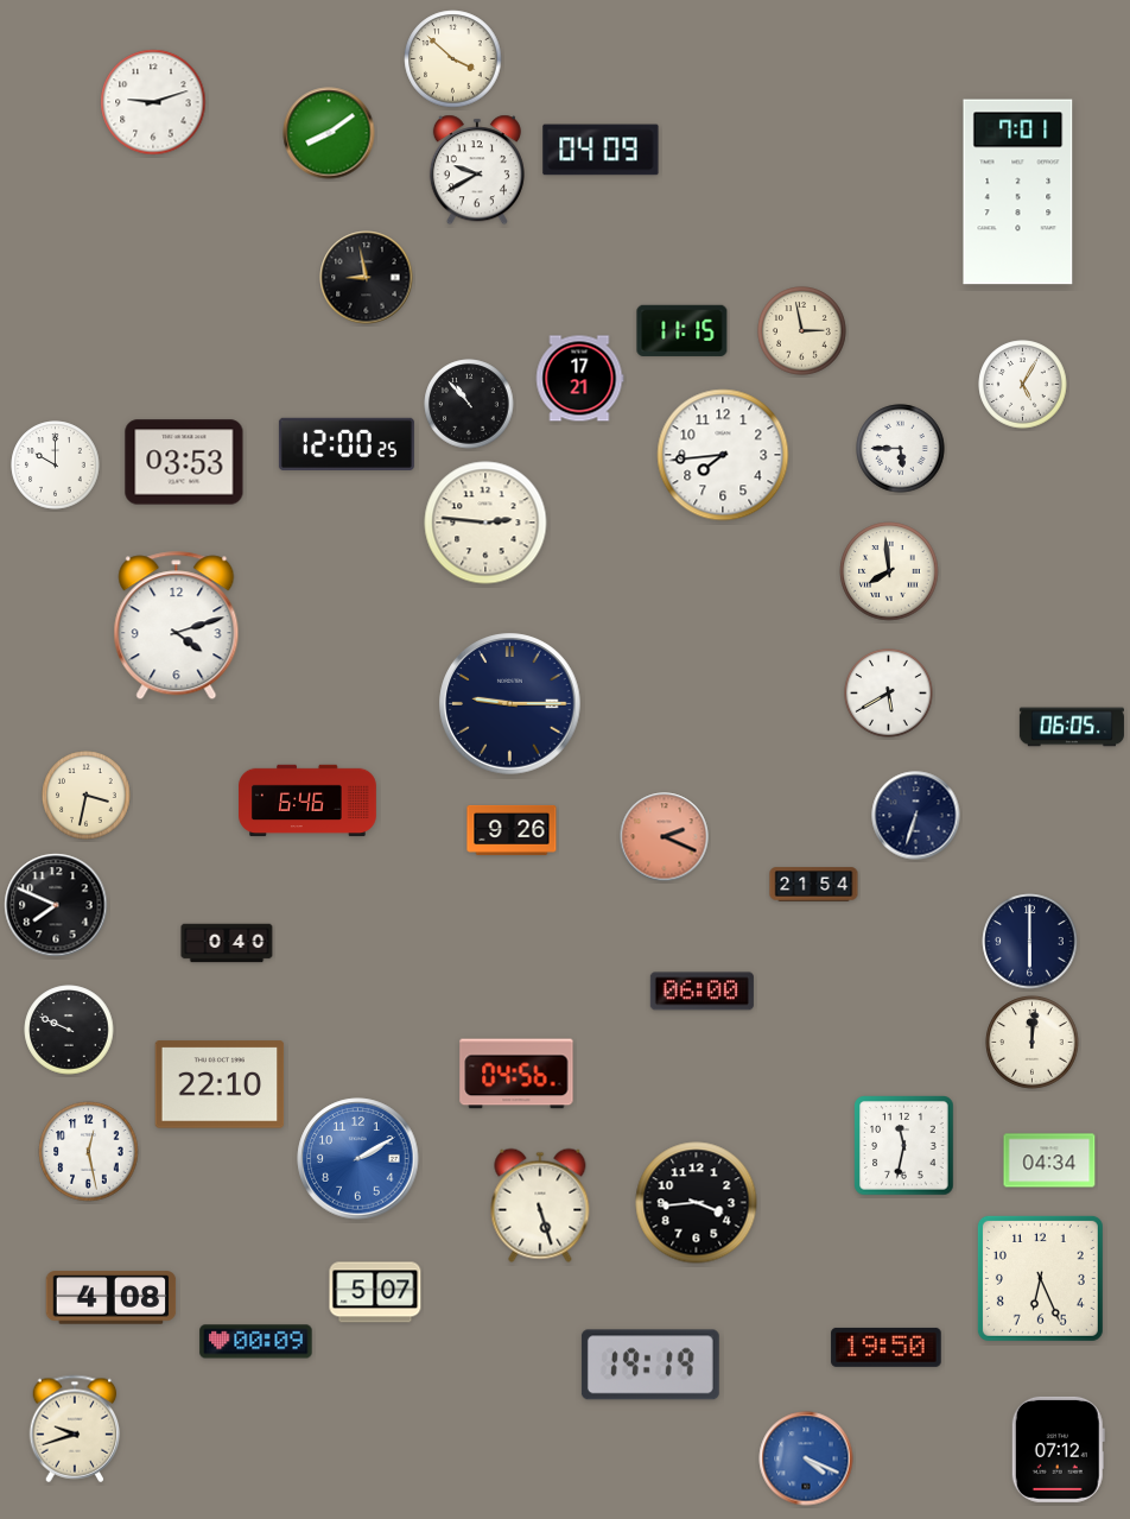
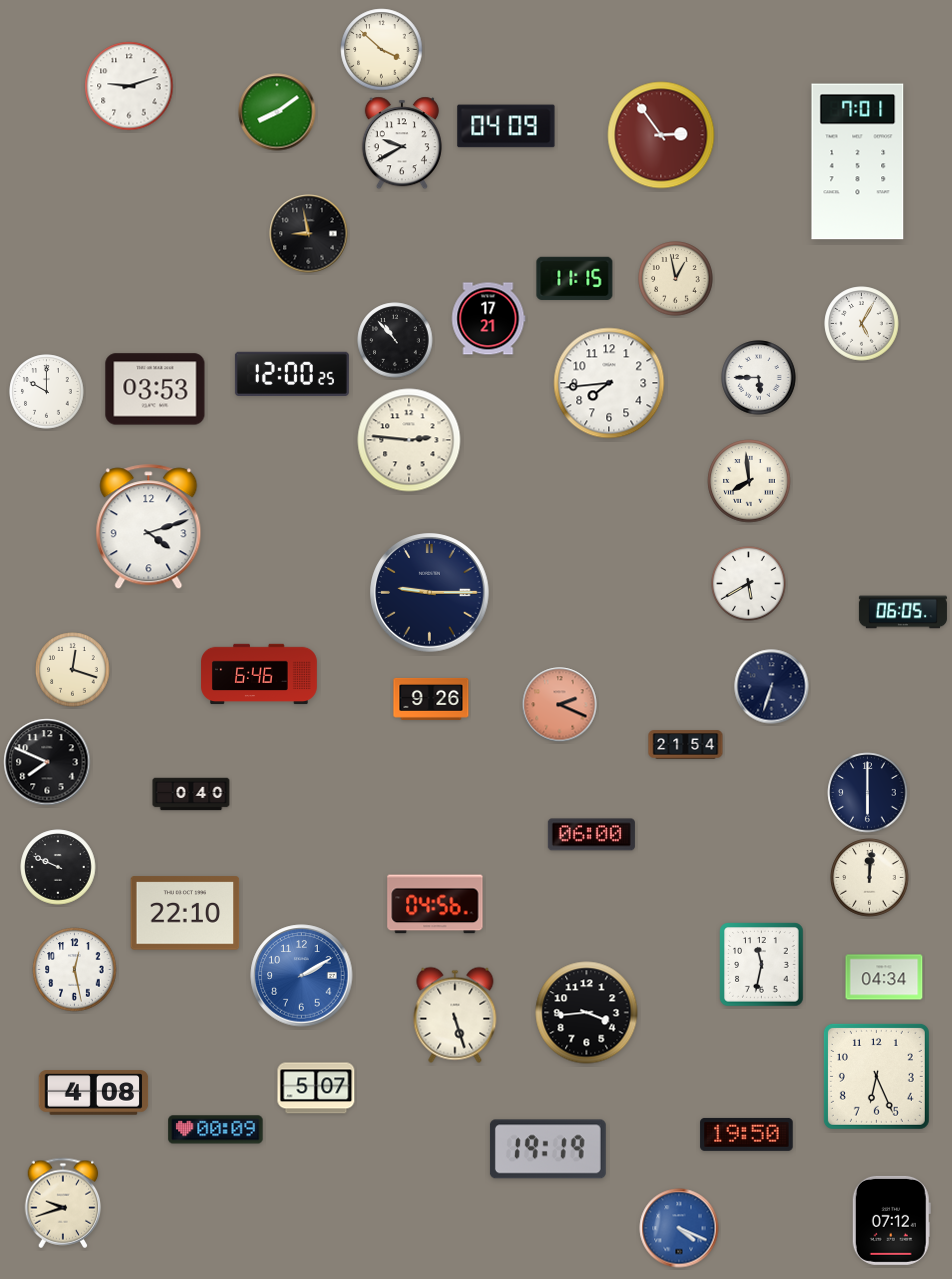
clock at (661, 135): none -> 2:54
clock at (802, 331): 2:58 -> 12:58
clock at (87, 796): 3:32 -> 12:18
